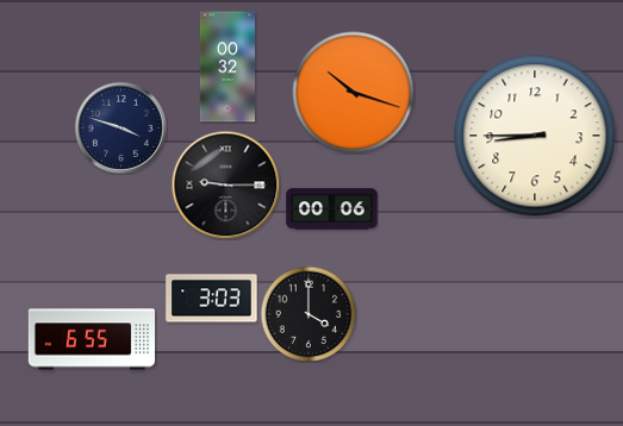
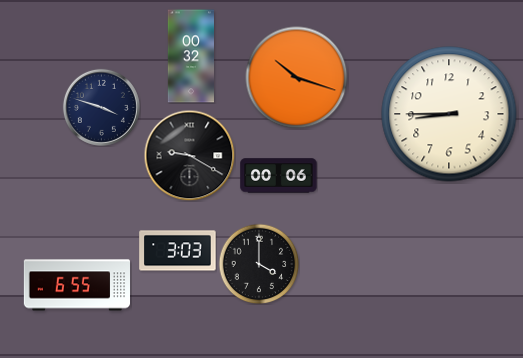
clock at (225, 184): 9:15 -> 9:20
